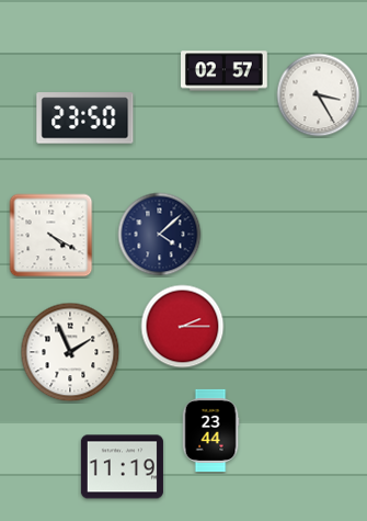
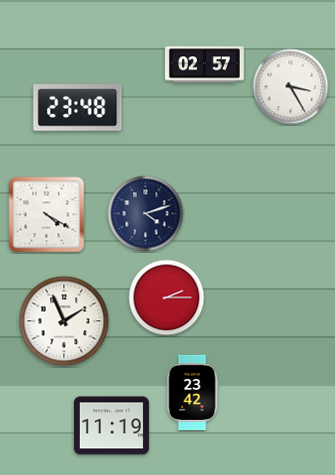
clock at (85, 118): 23:50 -> 23:48
clock at (160, 235): 4:08 -> 4:12
clock at (210, 430): 23:44 -> 23:42
